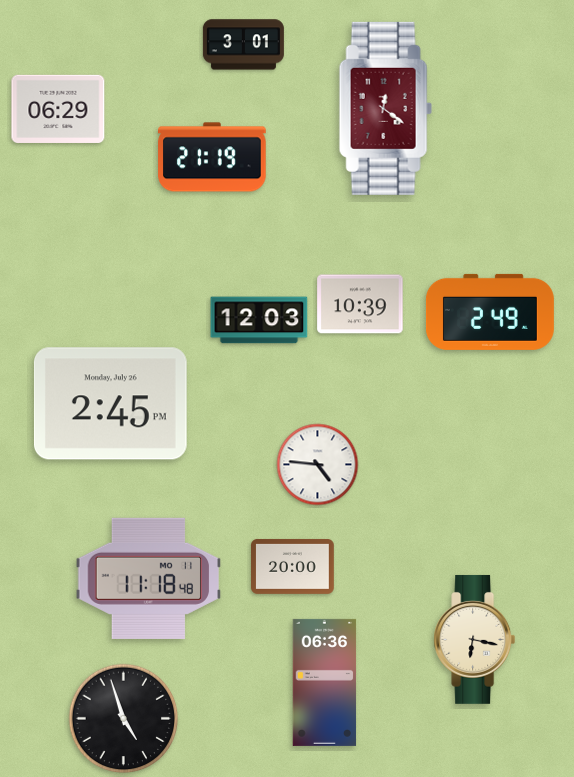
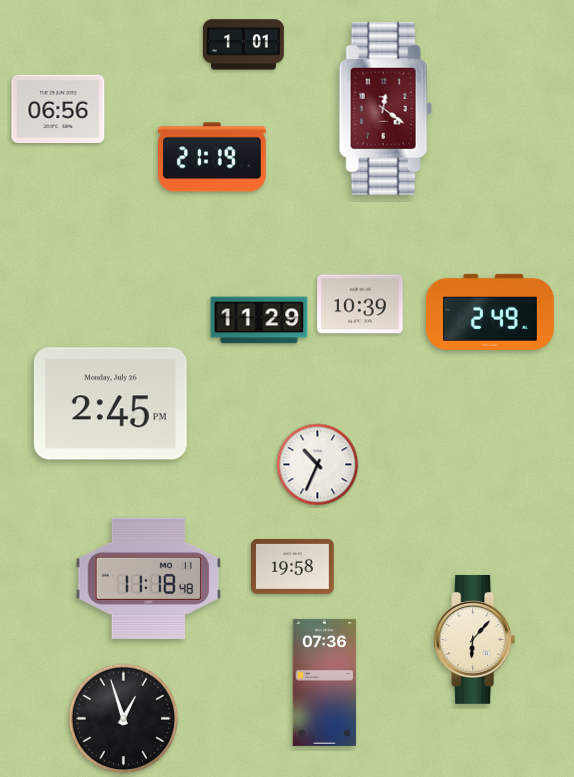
clock at (243, 45): 3:01 -> 1:01
clock at (58, 109): 06:29 -> 06:56
clock at (259, 320): 12:03 -> 11:29
clock at (318, 465): 4:46 -> 10:34
clock at (293, 566): 20:00 -> 19:58
clock at (475, 639): 6:17 -> 6:07
clock at (325, 682): 06:36 -> 07:36
clock at (124, 719): 4:57 -> 12:57
